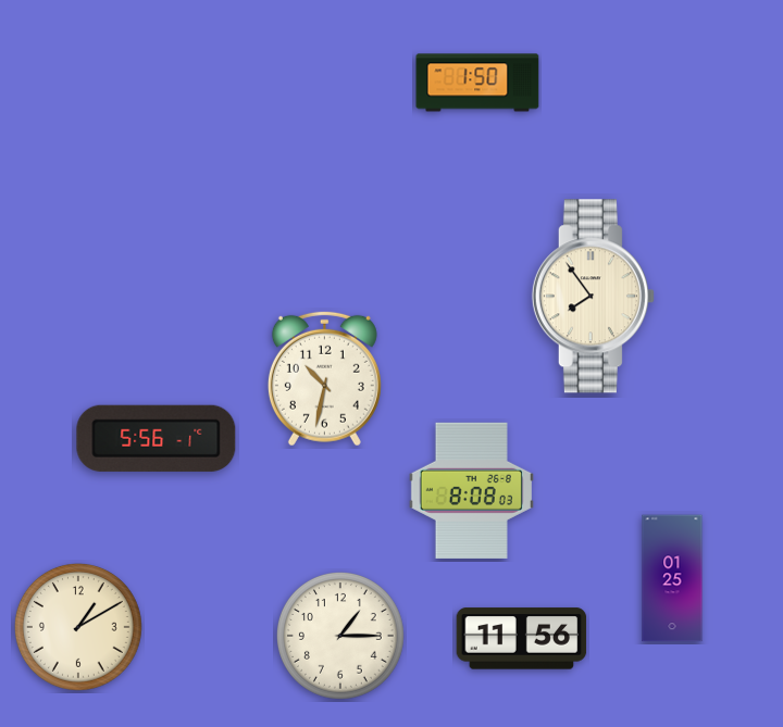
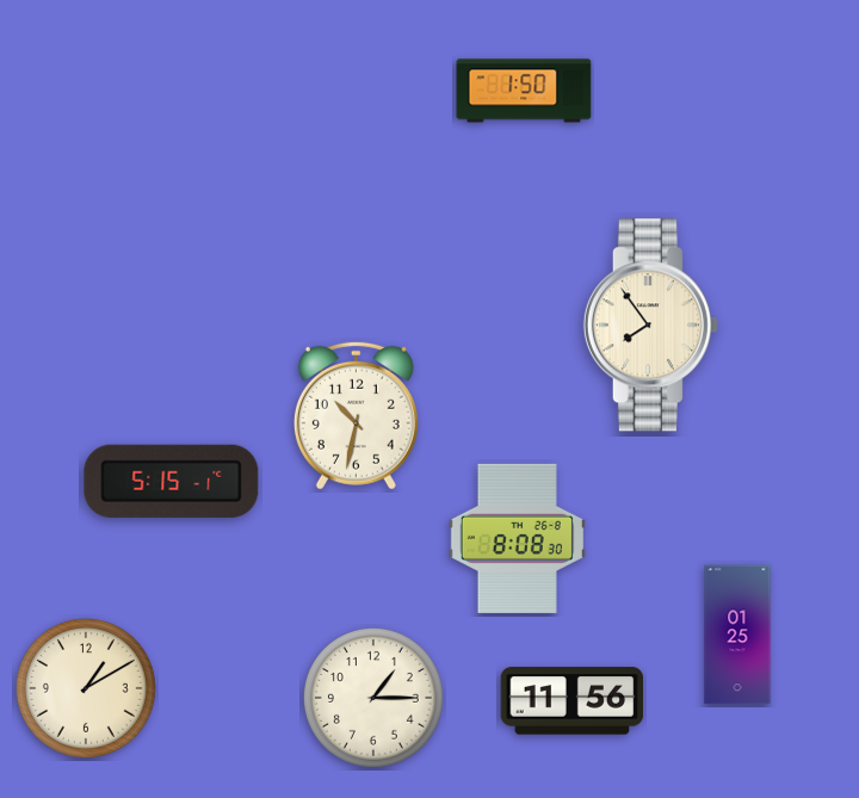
clock at (157, 438): 5:56 -> 5:15
clock at (471, 490): 8:08:03 -> 8:08:30
